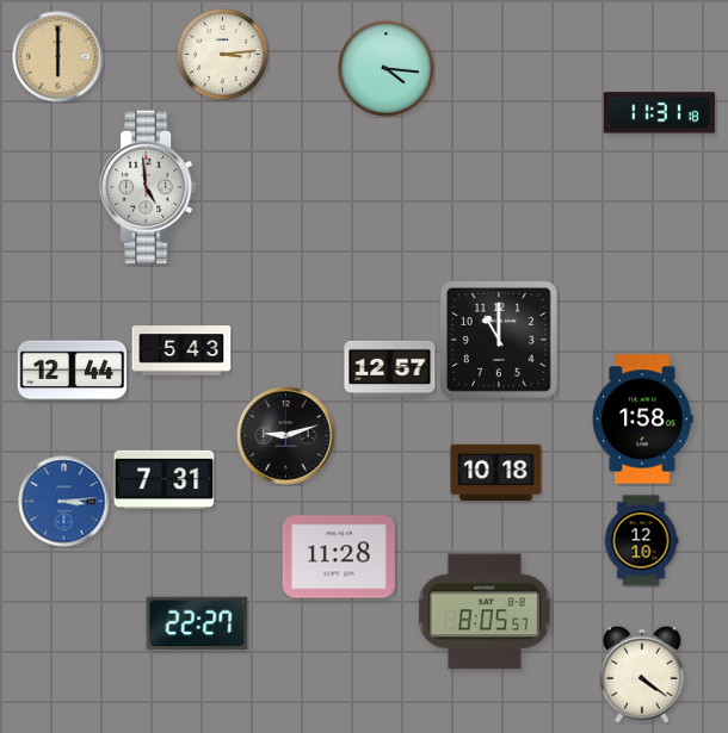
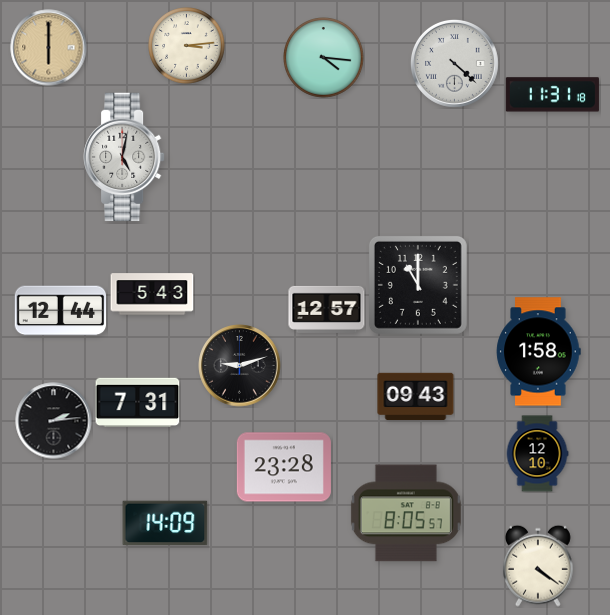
clock at (455, 64): none -> 4:22
clock at (148, 187): 4:59 -> 5:02
clock at (496, 473): 10:18 -> 09:43
clock at (64, 502): 3:14 -> 2:14
clock at (64, 502) dial: blue -> black
clock at (339, 557): 11:28 -> 23:28
clock at (197, 623): 22:27 -> 14:09
